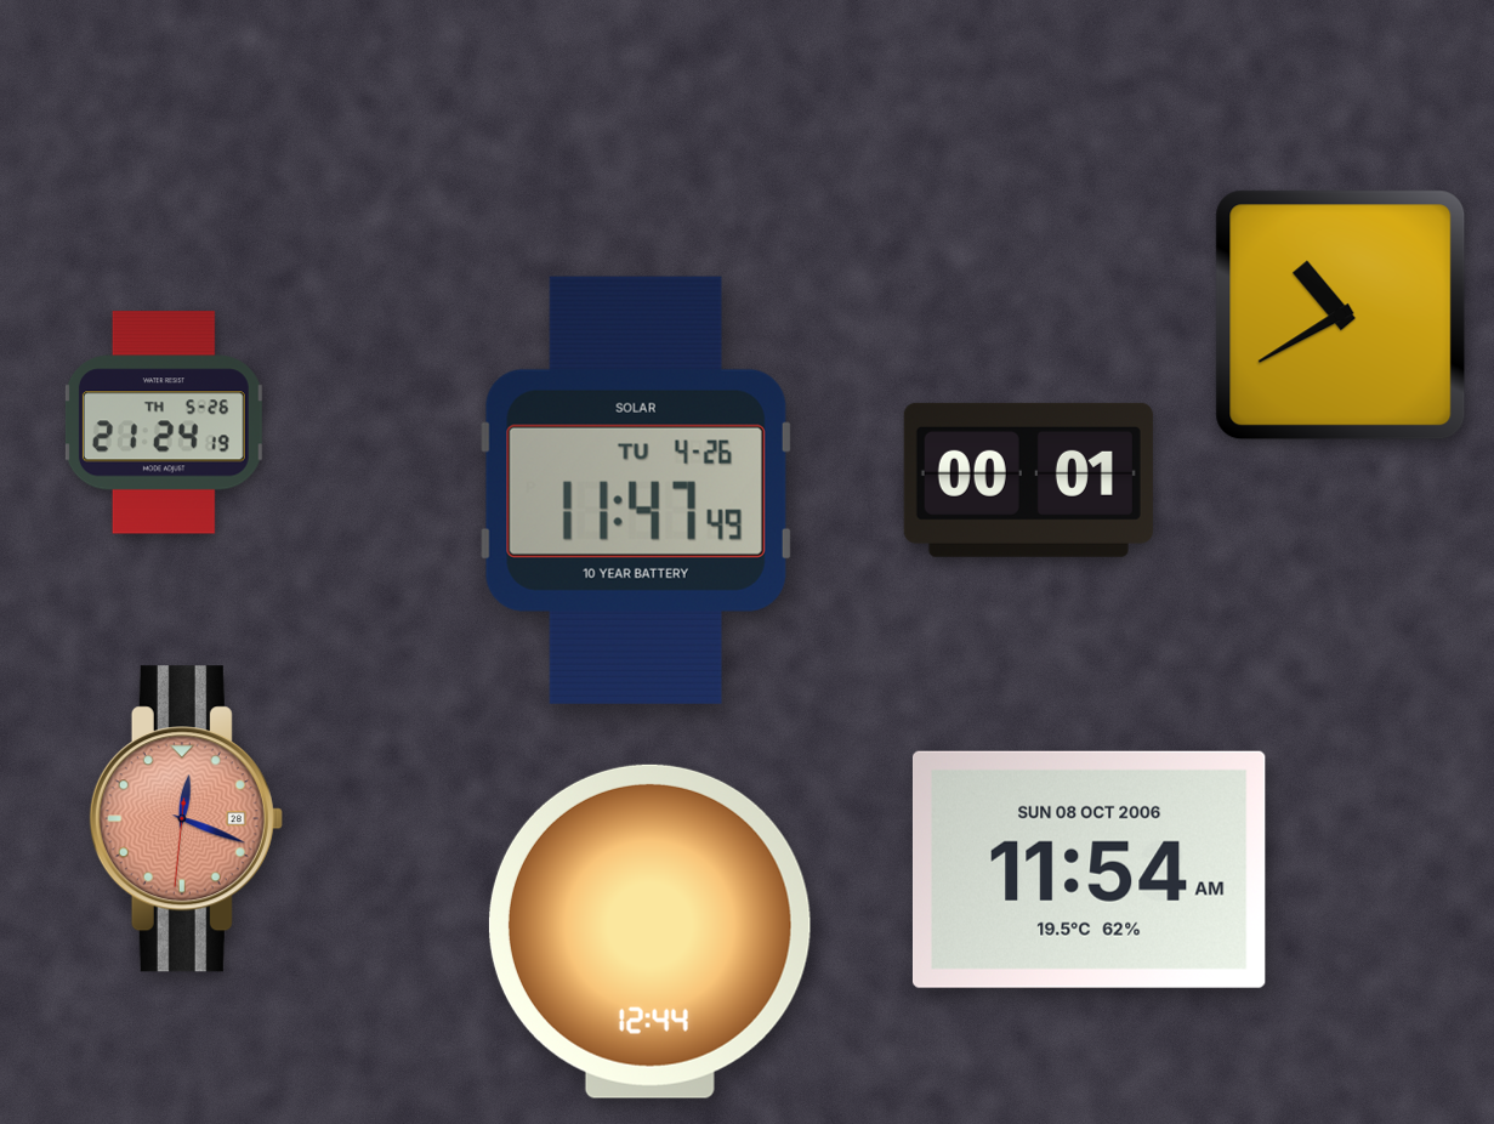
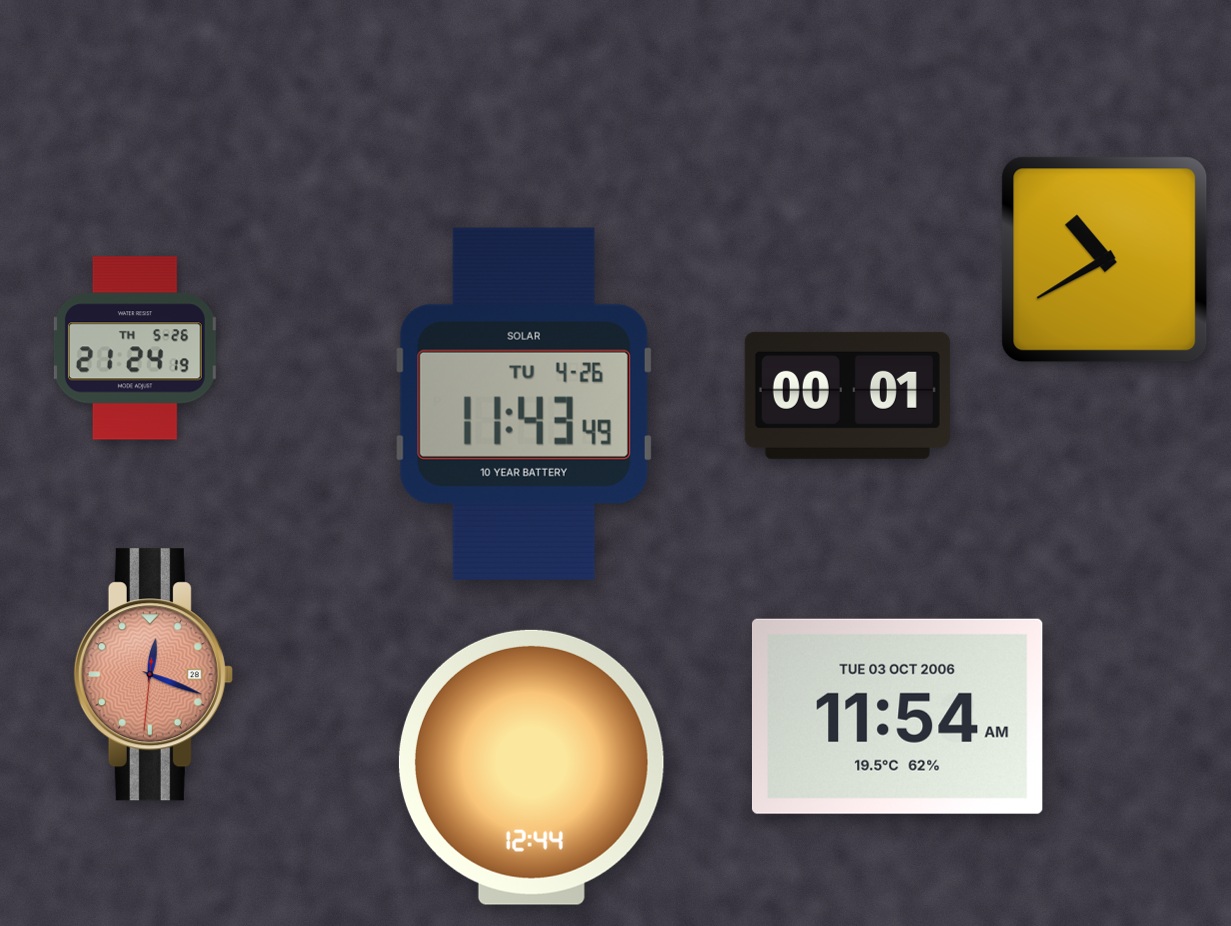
clock at (636, 490): 11:47 -> 11:43
clock at (1089, 869) date: SUN 08 OCT 2006 -> TUE 03 OCT 2006
clock at (649, 931) position: (649, 931) -> (531, 767)
